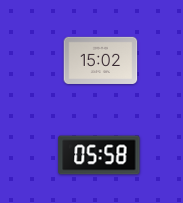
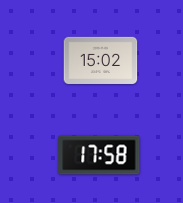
clock at (99, 155): 05:58 -> 17:58
